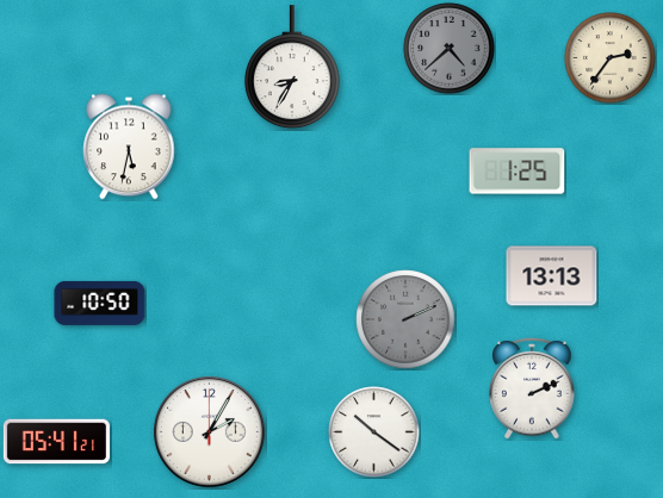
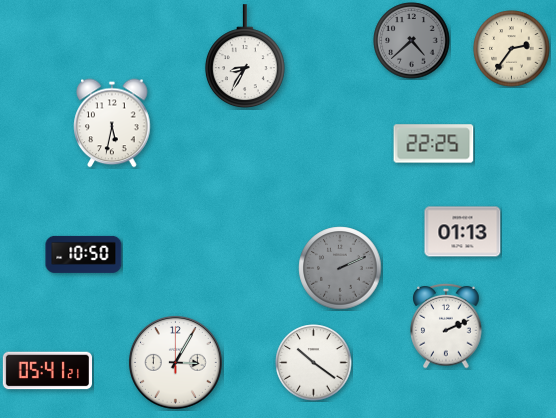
clock at (450, 49) position: (450, 49) -> (412, 41)
clock at (129, 147) position: (129, 147) -> (112, 123)
clock at (518, 172): 1:25 -> 22:25
clock at (552, 276): 13:13 -> 01:13
clock at (210, 432): 2:05 -> 3:05
